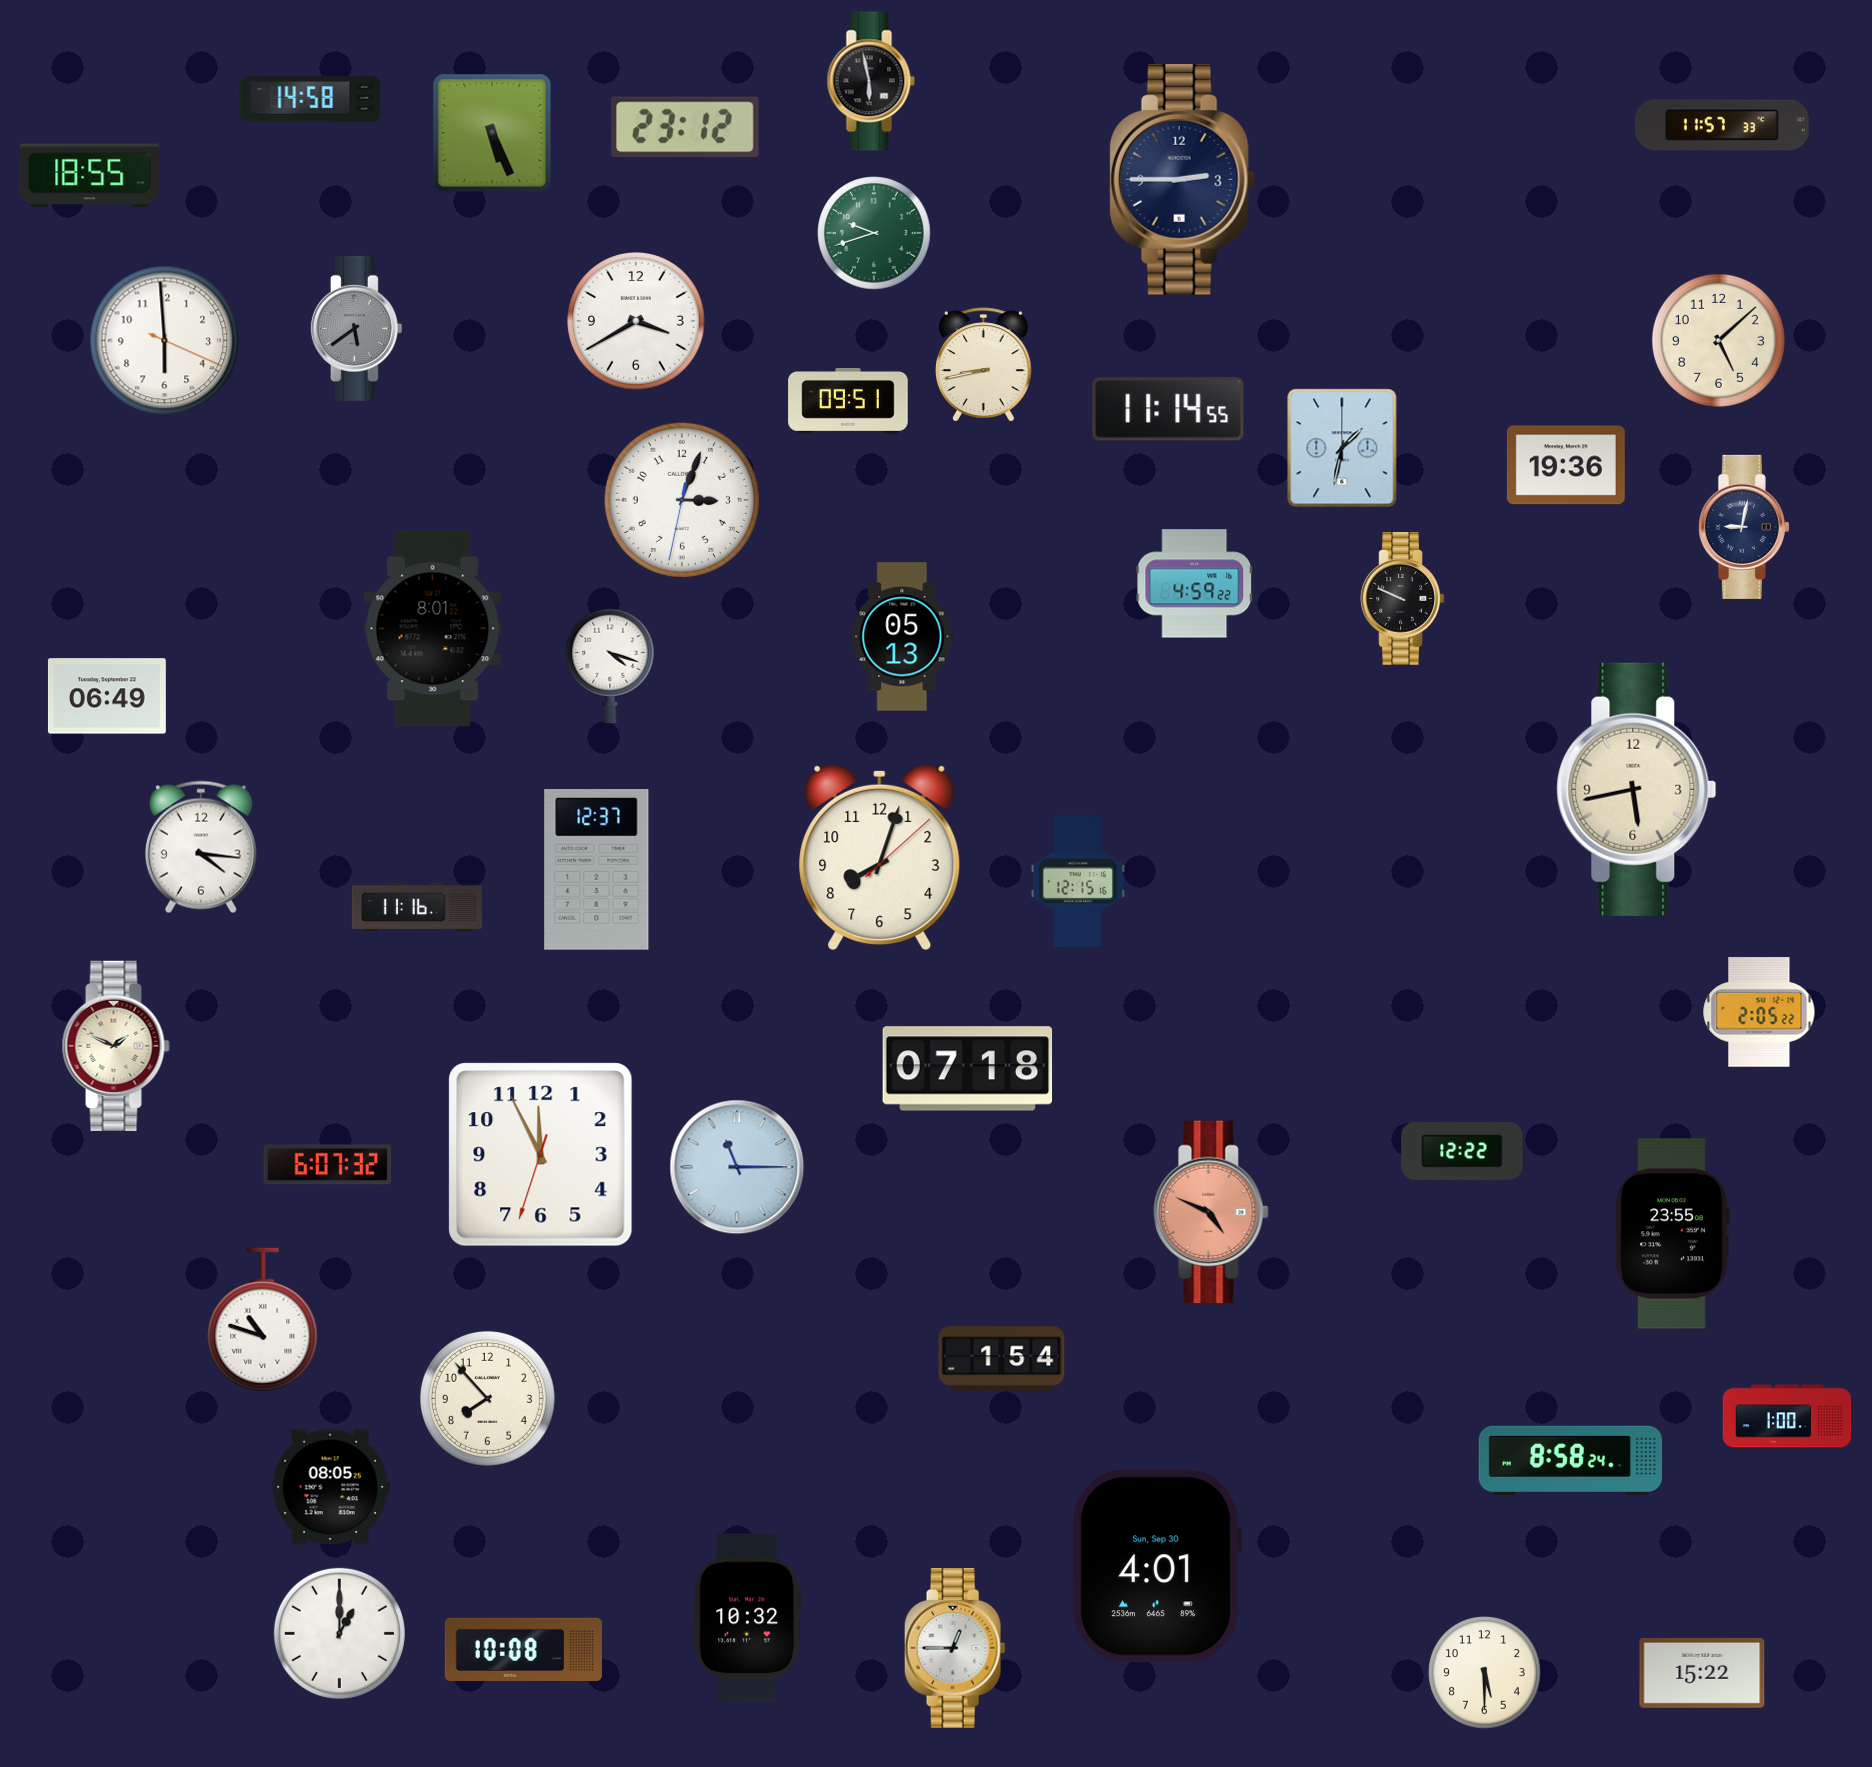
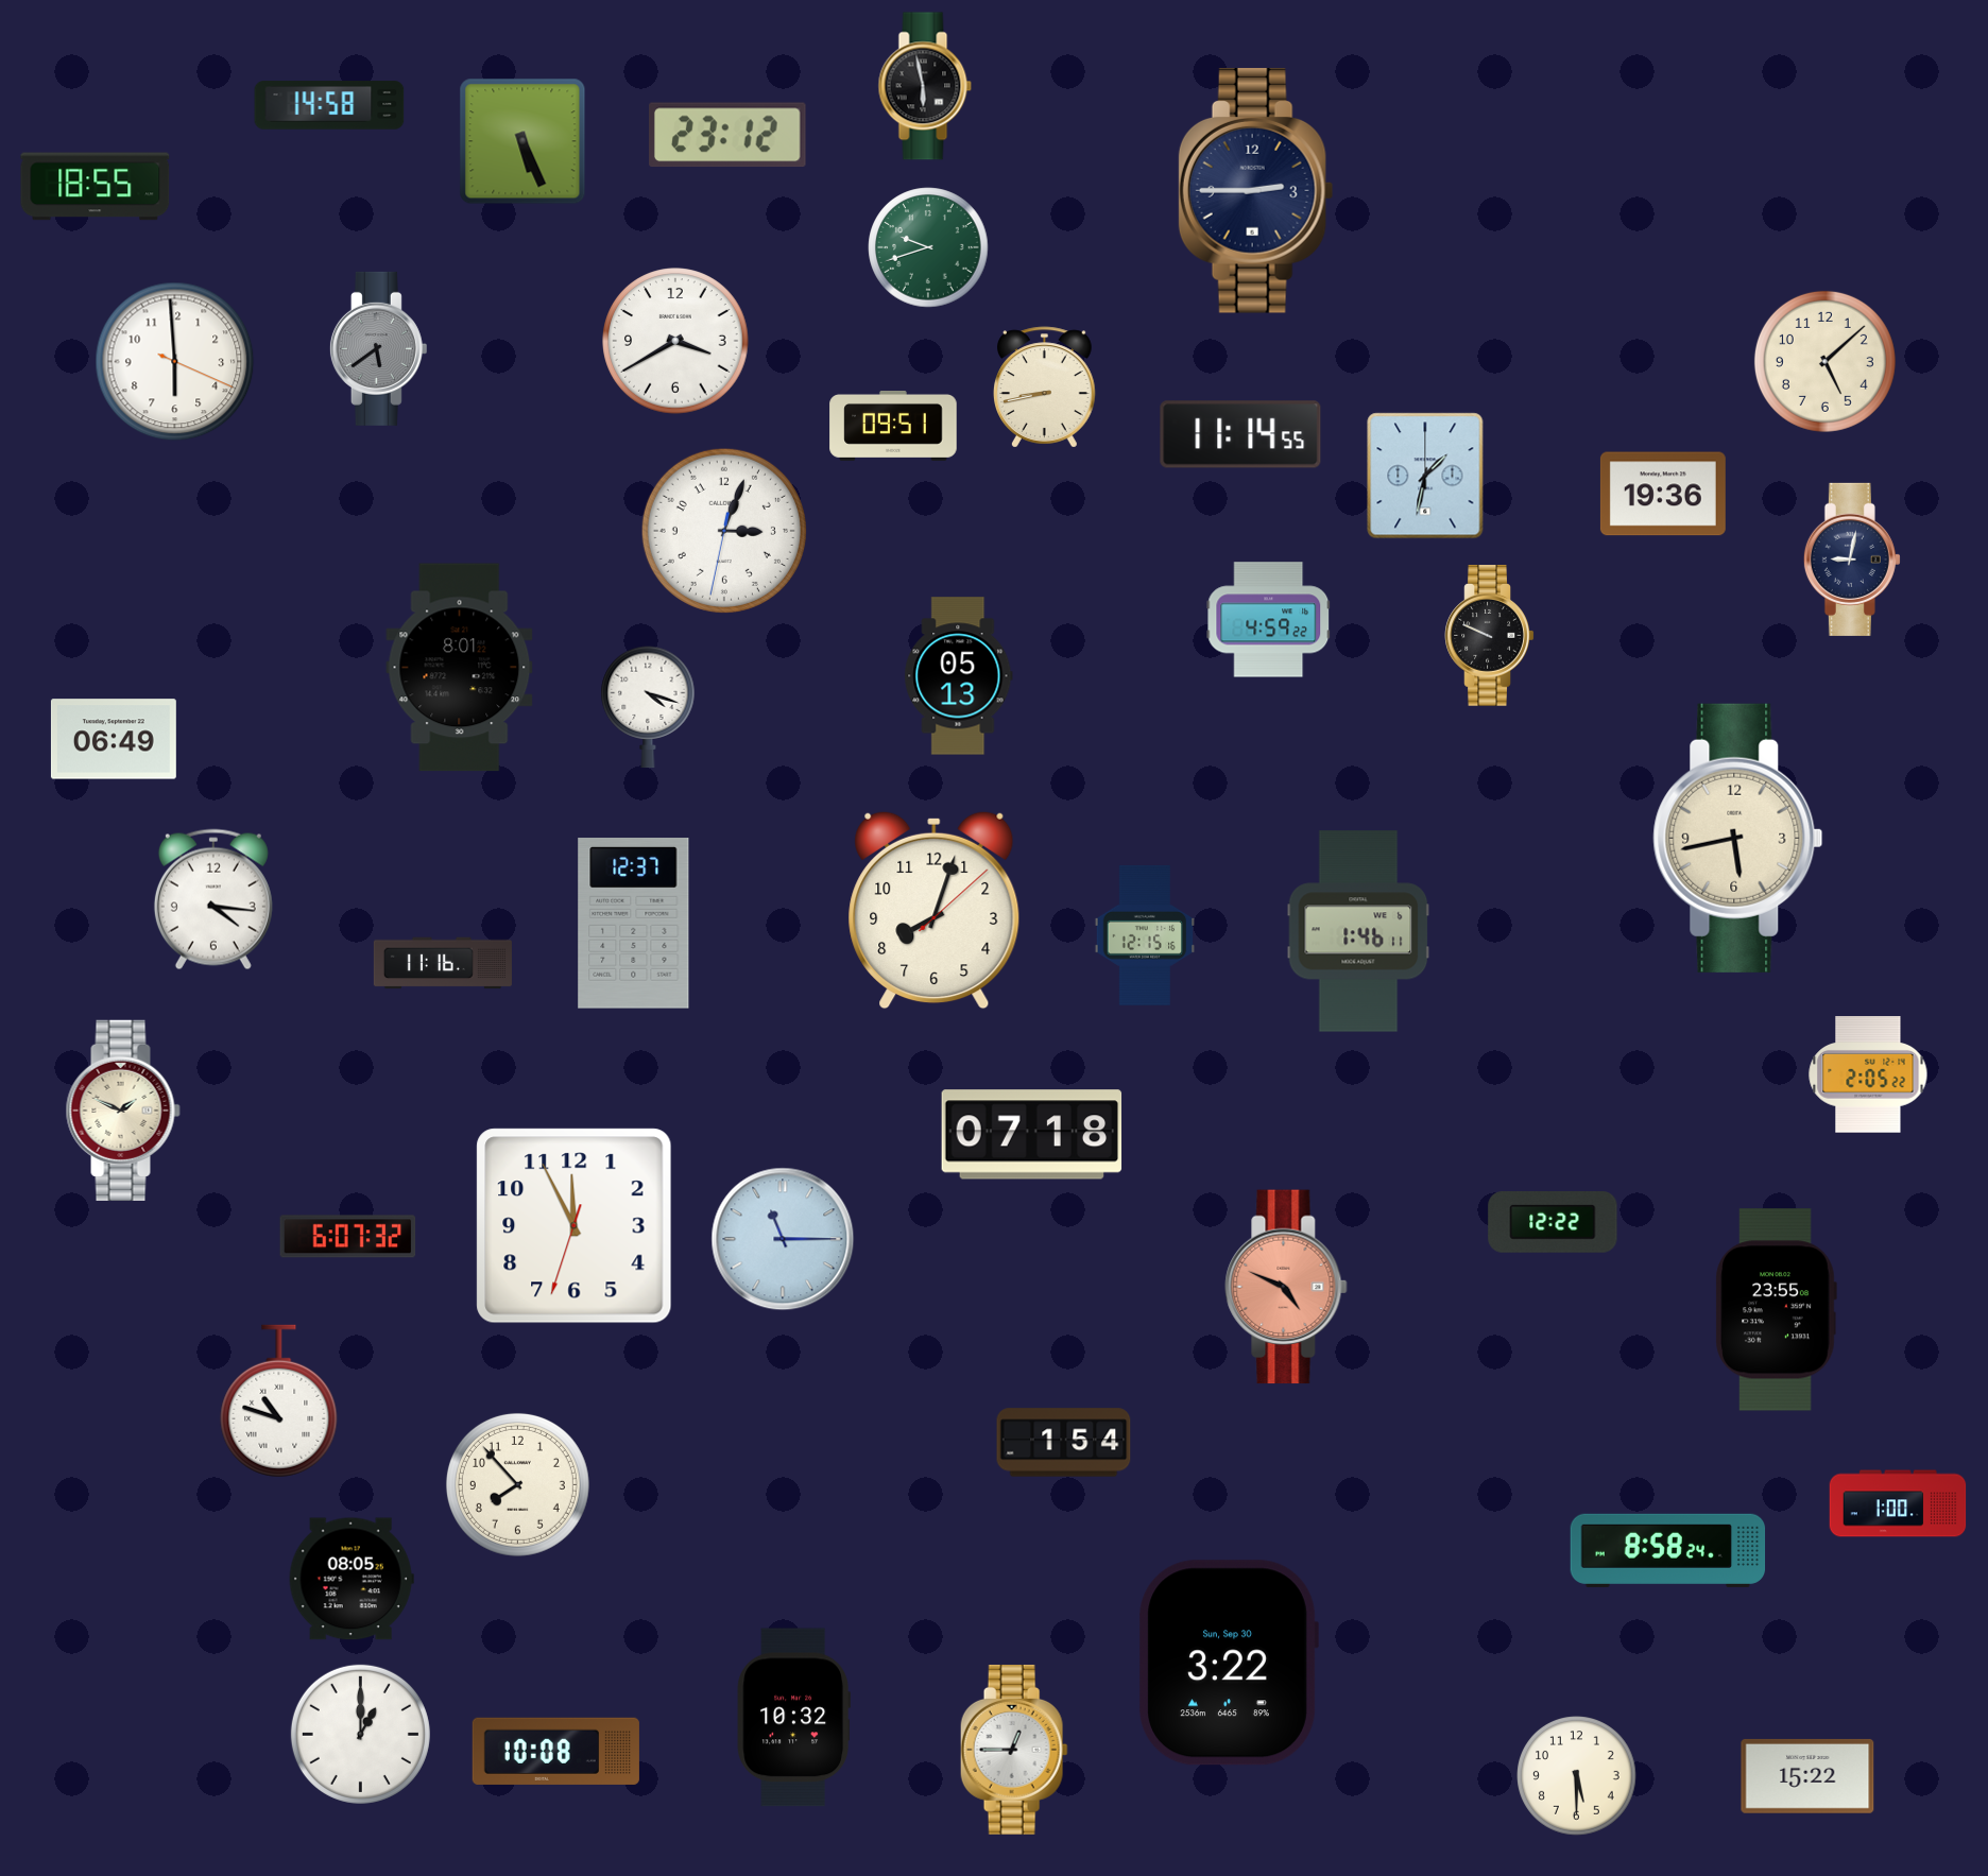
clock at (1722, 125): 11:57 -> none
clock at (848, 402) position: (848, 402) -> (893, 427)
clock at (1358, 931): none -> 1:46
clock at (968, 1069) position: (968, 1069) -> (1032, 1135)
clock at (1157, 1566): 4:01 -> 3:22
